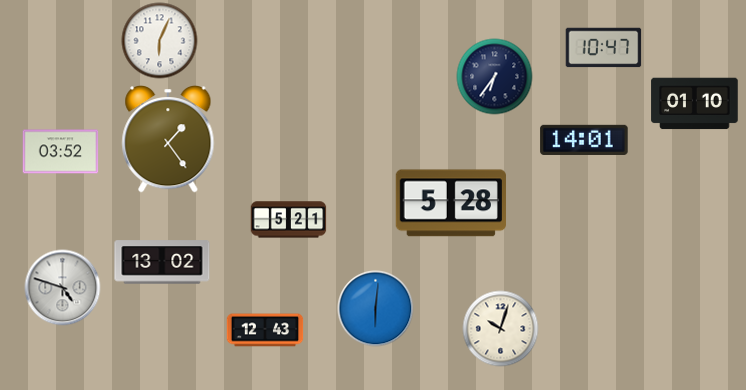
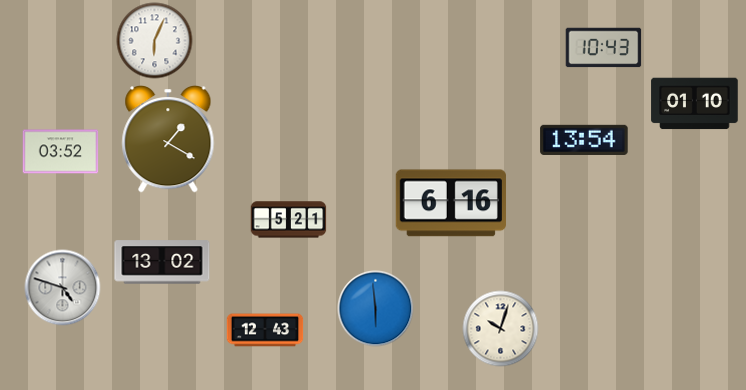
clock at (160, 41) position: (160, 41) -> (155, 41)
clock at (604, 48): 10:47 -> 10:43
clock at (495, 77): 6:36 -> none
clock at (168, 140): 1:24 -> 1:20
clock at (584, 140): 14:01 -> 13:54
clock at (451, 203): 5:28 -> 6:16
clock at (376, 309): 6:01 -> 5:59
